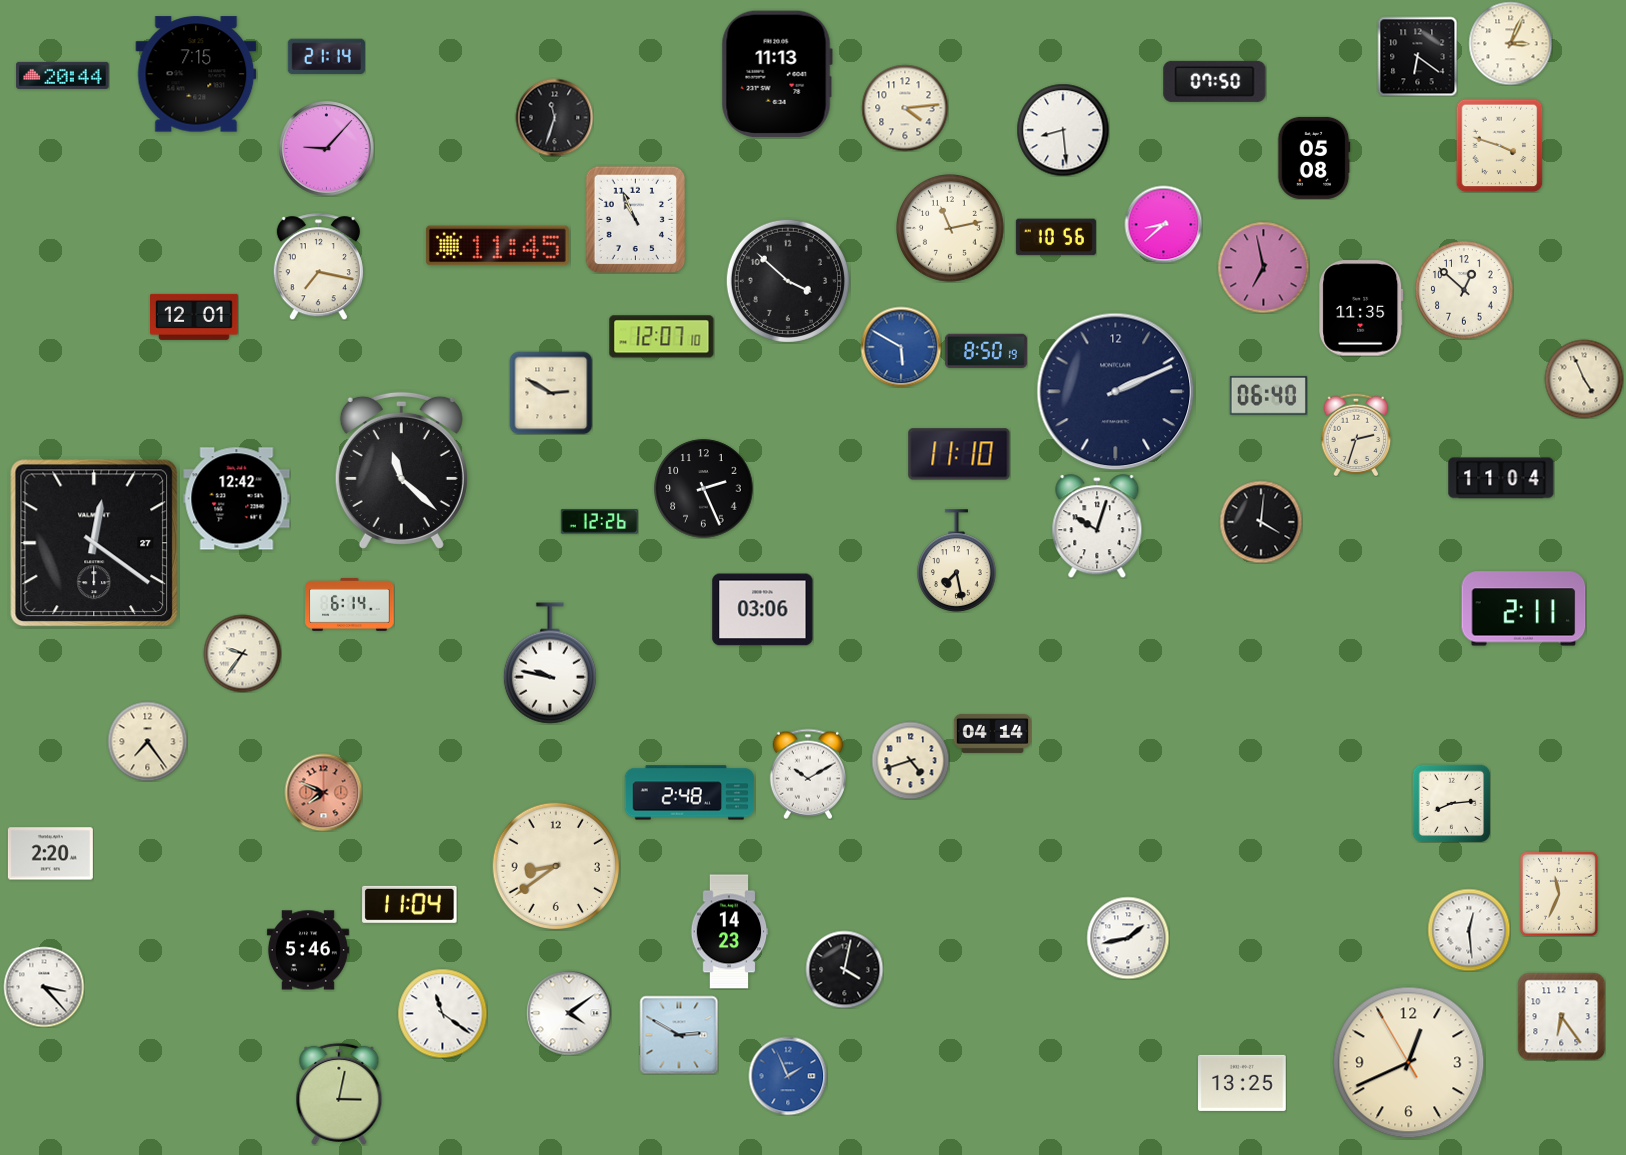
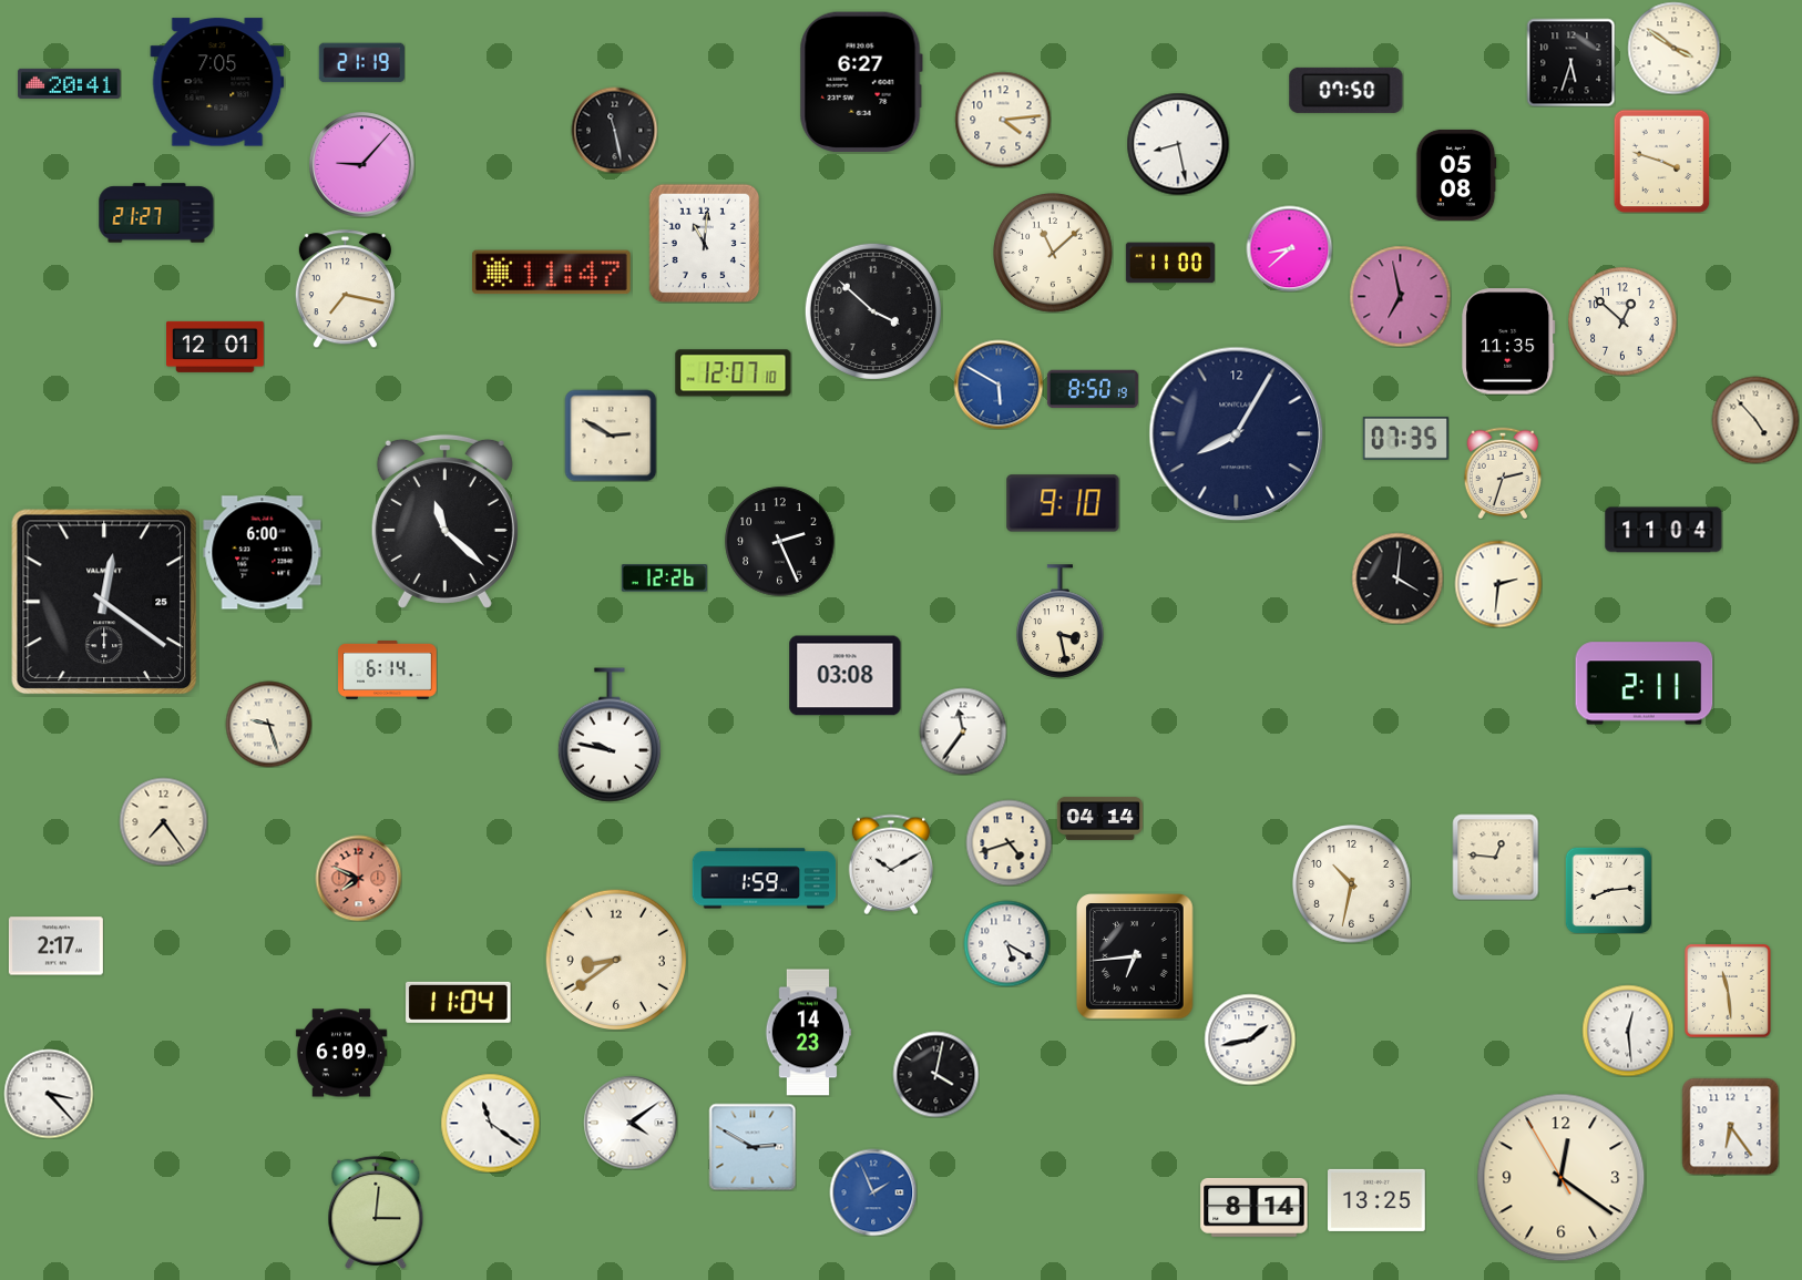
clock at (1510, 43): 3:04 -> 3:51
clock at (1417, 56): 6:21 -> 5:33
clock at (326, 57): 21:14 -> 21:19
clock at (196, 74): 7:15 -> 7:05
clock at (777, 74): 11:13 -> 6:27
clock at (63, 75): 20:44 -> 20:41
clock at (554, 117): 11:33 -> 11:28
clock at (1063, 130): 8:29 -> 8:28
clock at (156, 213): none -> 21:27
clock at (636, 219): 10:56 -> 11:01
clock at (951, 229): 11:13 -> 11:08
clock at (1056, 237): 10:56 -> 11:00
clock at (497, 246): 11:45 -> 11:47
clock at (318, 267) position: (318, 267) -> (345, 289)
clock at (195, 317) position: (195, 317) -> (216, 347)
clock at (1584, 379): 4:56 -> 4:53
clock at (1116, 392): 2:11 -> 8:05
clock at (1268, 395): 06:40 -> 07:35
clock at (1356, 435) position: (1356, 435) -> (1503, 473)
clock at (959, 454): 11:10 -> 9:10
clock at (237, 499): 12:42 -> 6:00
clock at (1097, 526): 10:03 -> none
clock at (1498, 584): none -> 2:31
clock at (94, 543) date: 27 -> 25
clock at (957, 561): 7:28 -> 3:28
clock at (1524, 609) position: (1524, 609) -> (1645, 684)
clock at (763, 610): 03:06 -> 03:08
clock at (242, 653): 9:36 -> 9:27
clock at (963, 731): none -> 11:36
clock at (992, 733) position: (992, 733) -> (1099, 818)
clock at (1495, 857): none -> 12:46
clock at (808, 774) position: (808, 774) -> (891, 864)
clock at (690, 793): 2:48 -> 1:59
clock at (1352, 884): none -> 10:32
clock at (1006, 943): none -> 5:20
clock at (50, 854): 2:20 -> 2:17
clock at (1135, 956): none -> 6:44
clock at (1559, 894): 11:34 -> 11:29
clock at (410, 904) position: (410, 904) -> (459, 1002)
clock at (308, 950): 5:46 -> 6:09
clock at (1409, 1063): 12:40 -> 12:20
clock at (1255, 1207): none -> 8:14
clock at (339, 1094): 3:02 -> 3:01
